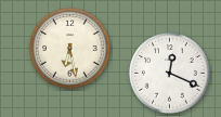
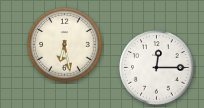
clock at (170, 74): 12:19 -> 12:15
